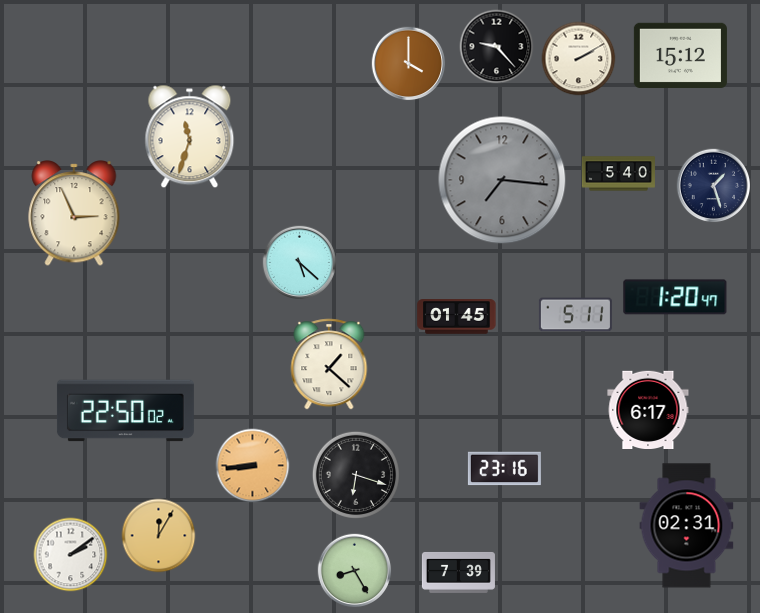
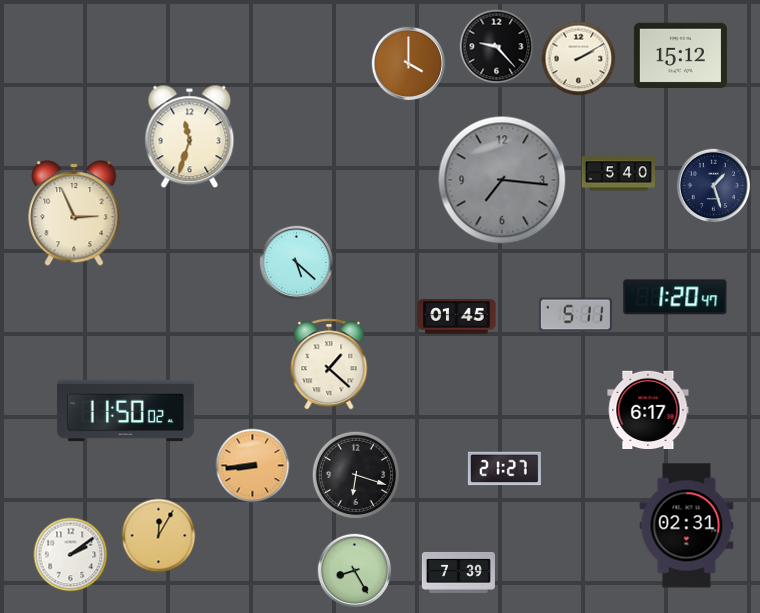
clock at (300, 263) position: (300, 263) -> (297, 263)
clock at (125, 411): 22:50 -> 11:50
clock at (504, 469): 23:16 -> 21:27
